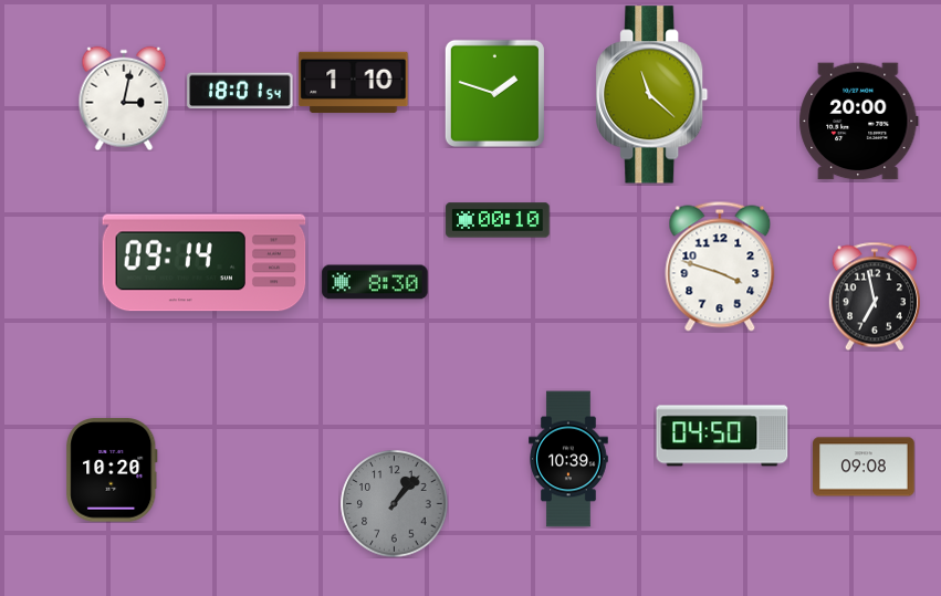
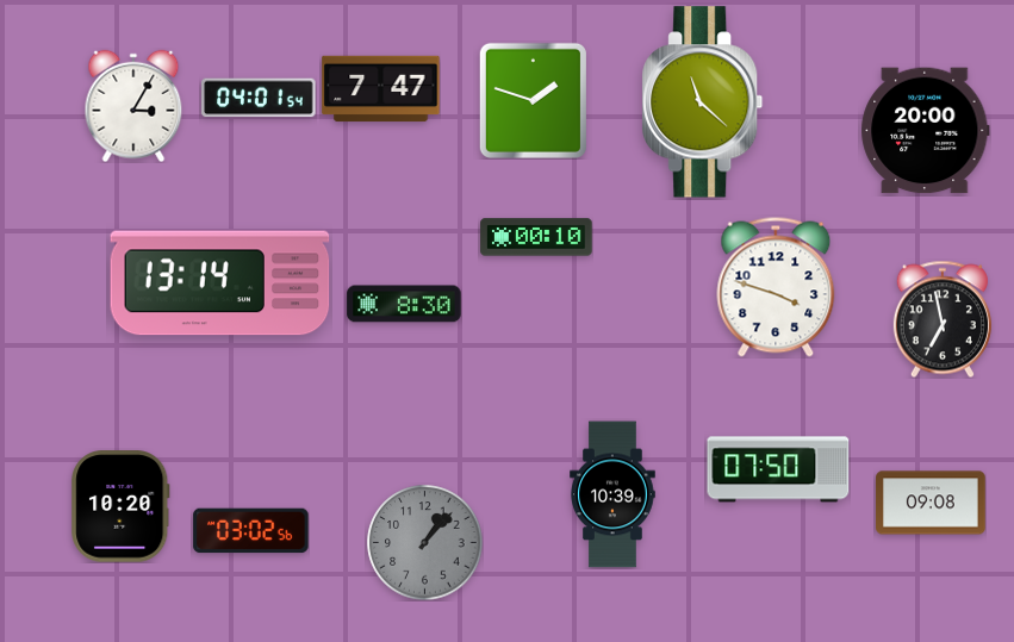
clock at (354, 83): 1:10 -> 7:47
clock at (240, 91): 18:01 -> 04:01
clock at (124, 98): 3:02 -> 3:05
clock at (205, 263): 09:14 -> 13:14
clock at (722, 436): 04:50 -> 07:50
clock at (251, 531): none -> 03:02
